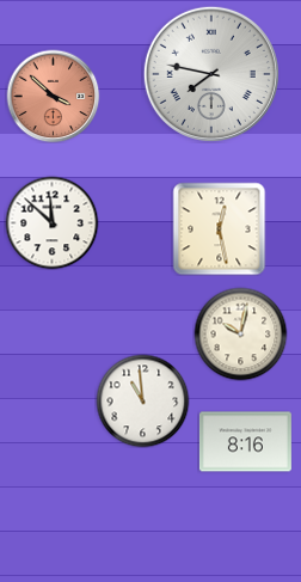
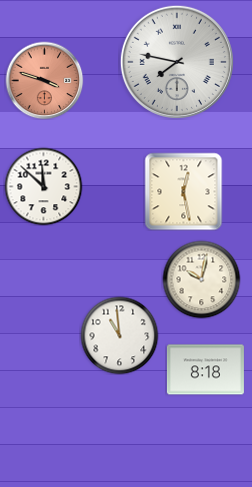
clock at (53, 96): 3:52 -> 3:48
clock at (245, 442): 8:16 -> 8:18
